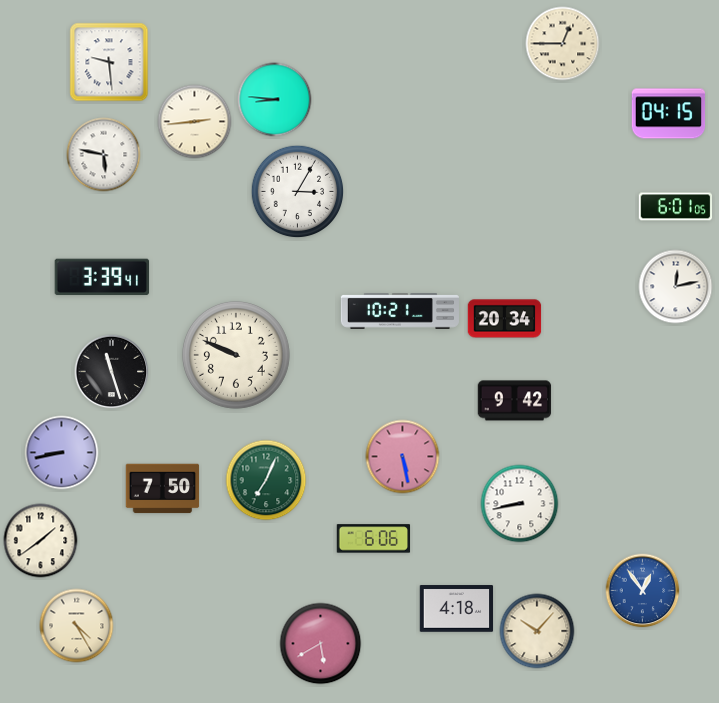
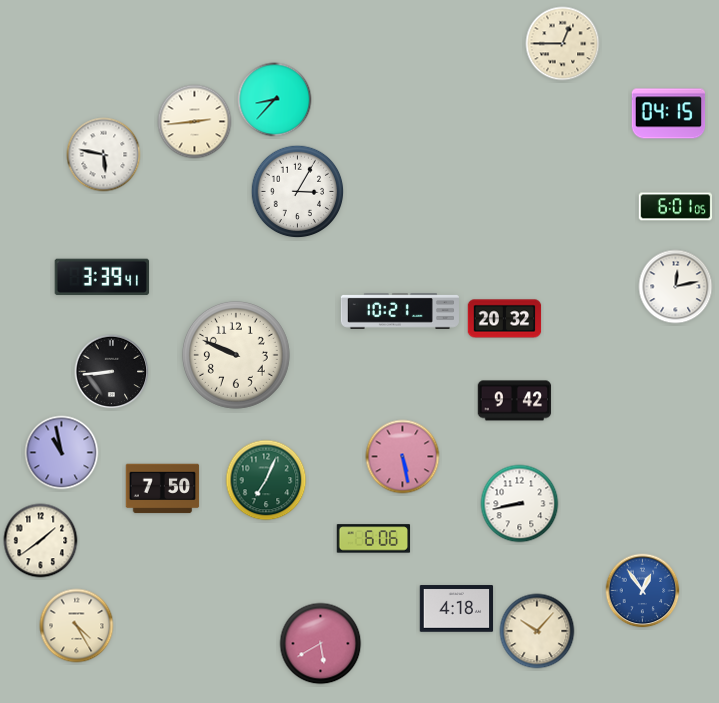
clock at (109, 62): 9:29 -> none
clock at (275, 100): 8:46 -> 8:37
clock at (505, 319): 20:34 -> 20:32
clock at (112, 372): 11:27 -> 8:44
clock at (62, 453): 8:43 -> 10:58
